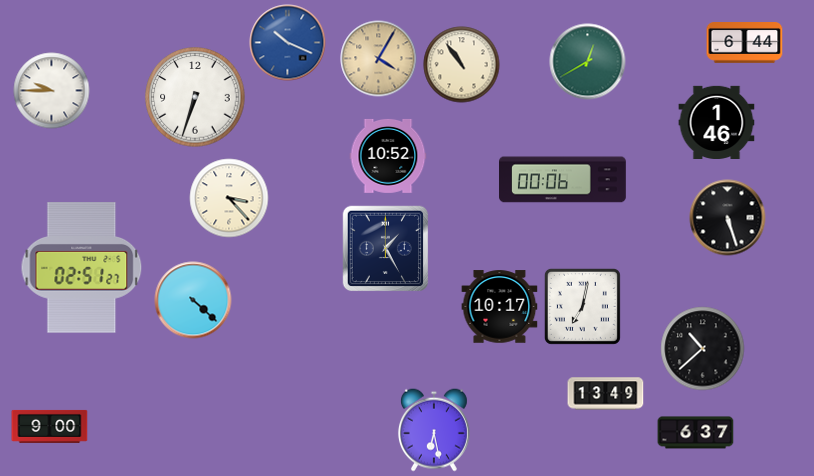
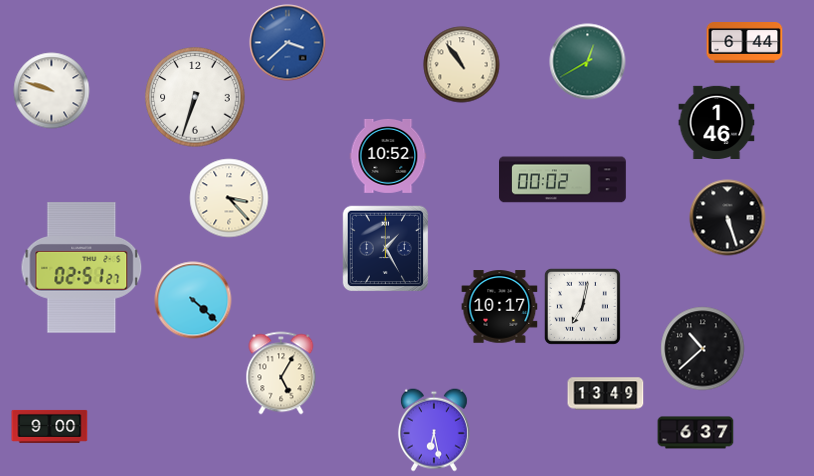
clock at (288, 43): 10:19 -> 3:38
clock at (379, 59): 4:05 -> none
clock at (52, 91): 9:45 -> 9:48
clock at (563, 180): 00:06 -> 00:02
clock at (281, 373): none -> 5:05
